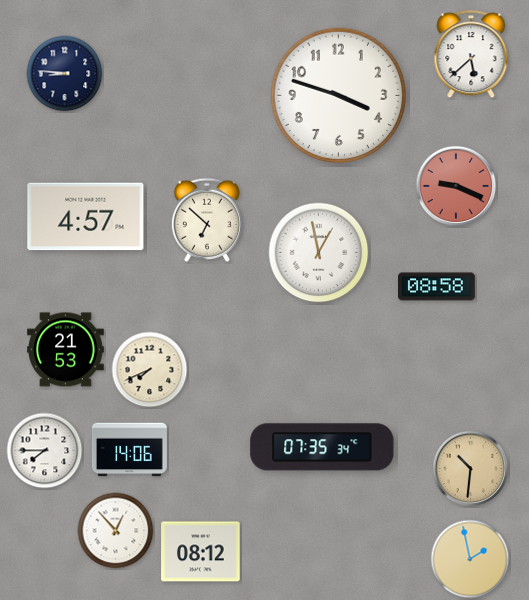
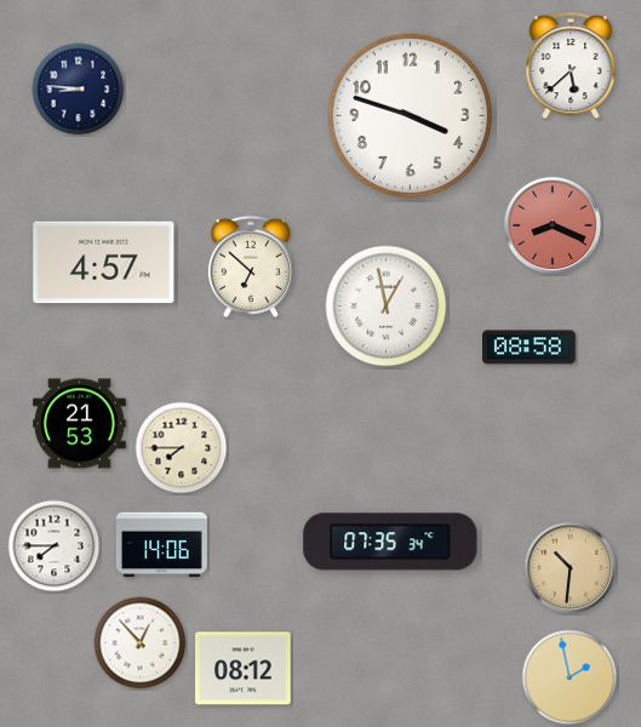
clock at (456, 186): 9:19 -> 8:19
clock at (150, 370): 7:41 -> 7:45
clock at (129, 450) position: (129, 450) -> (161, 545)
